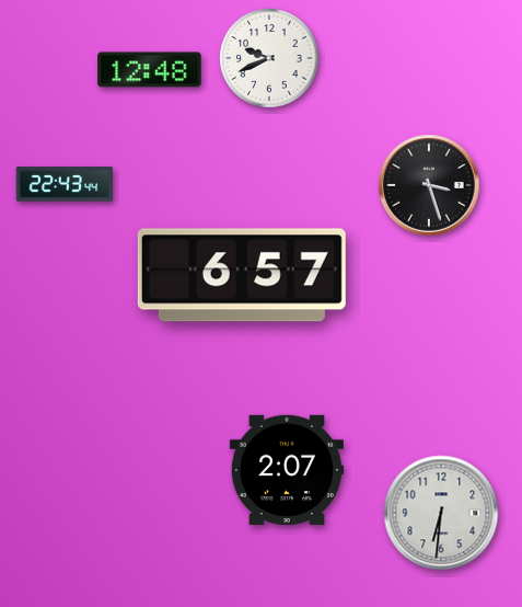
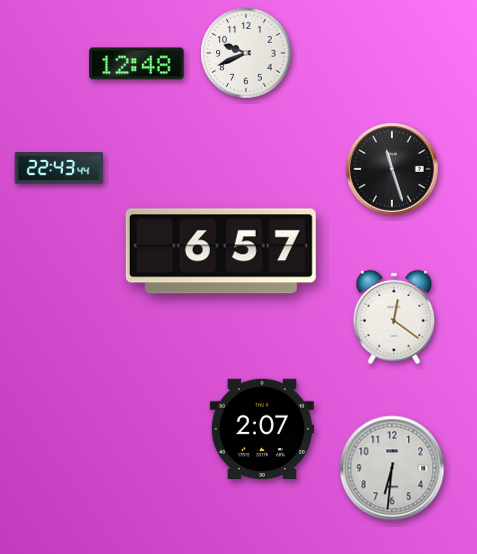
clock at (429, 185): 3:27 -> 11:27
clock at (394, 317): none -> 12:21
clock at (441, 513) position: (441, 513) -> (392, 468)
